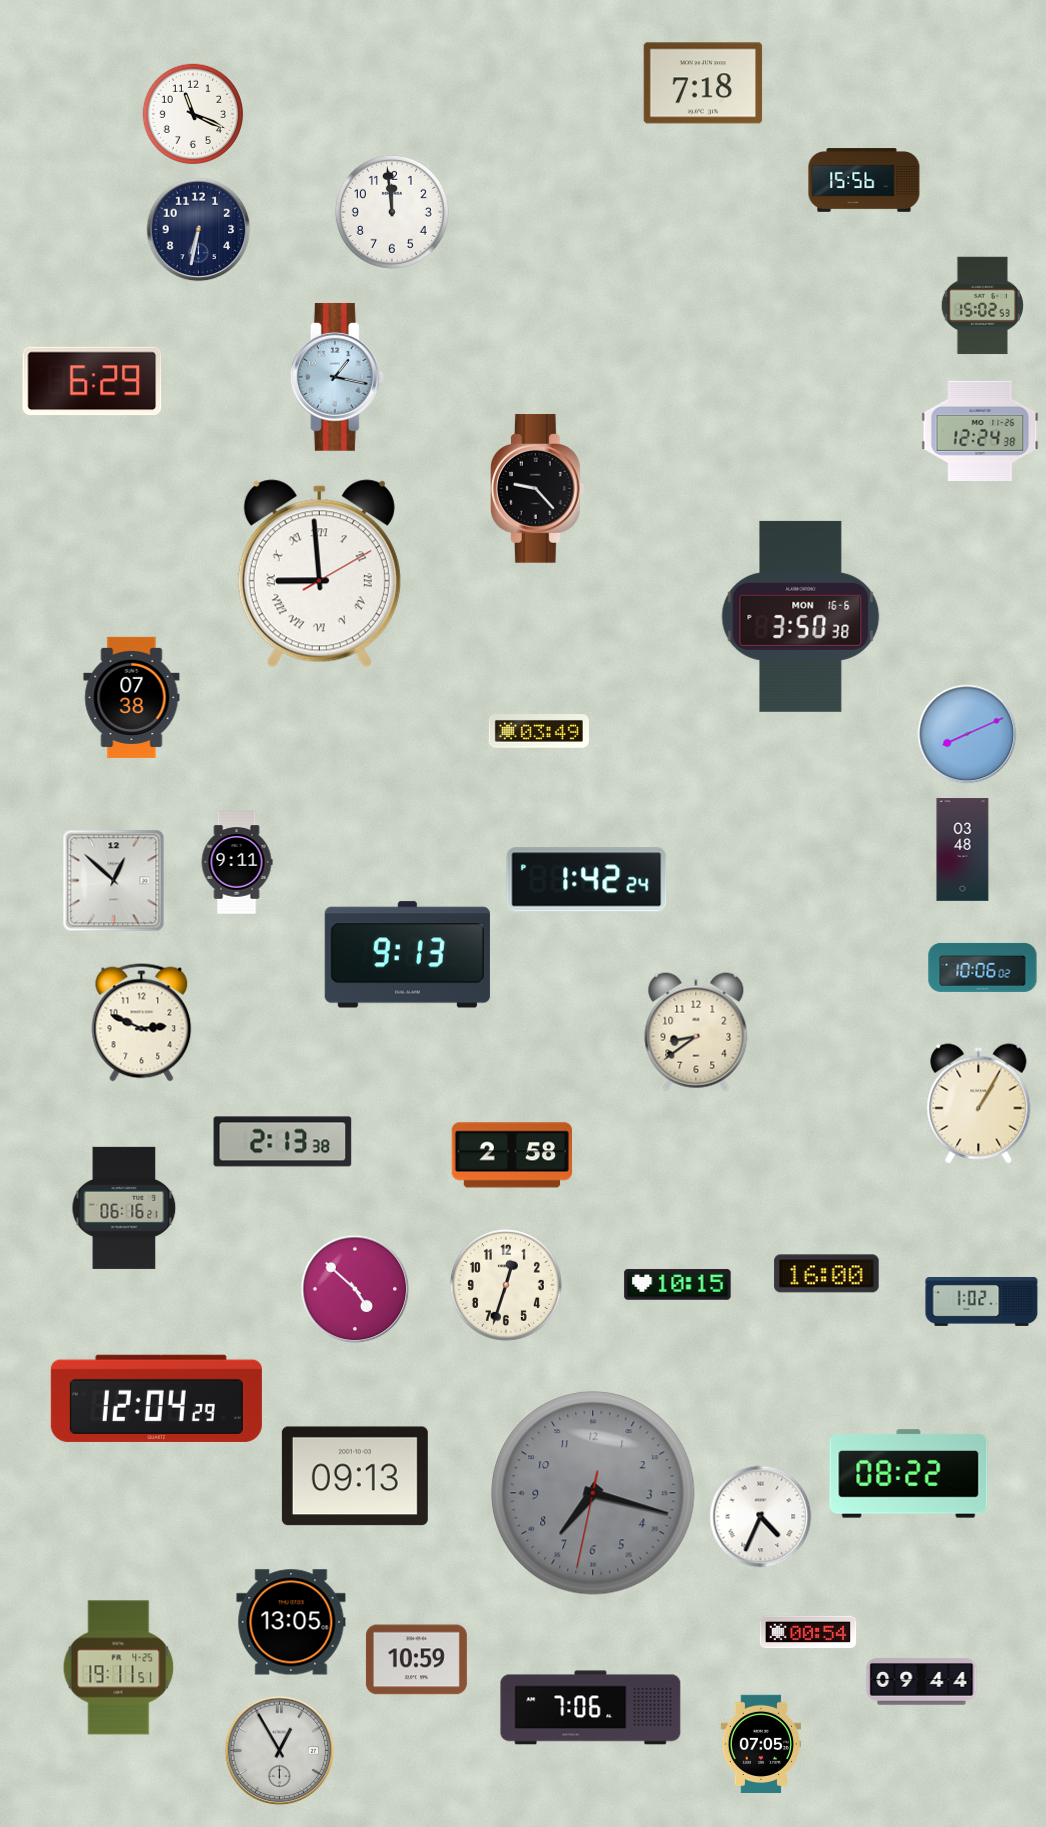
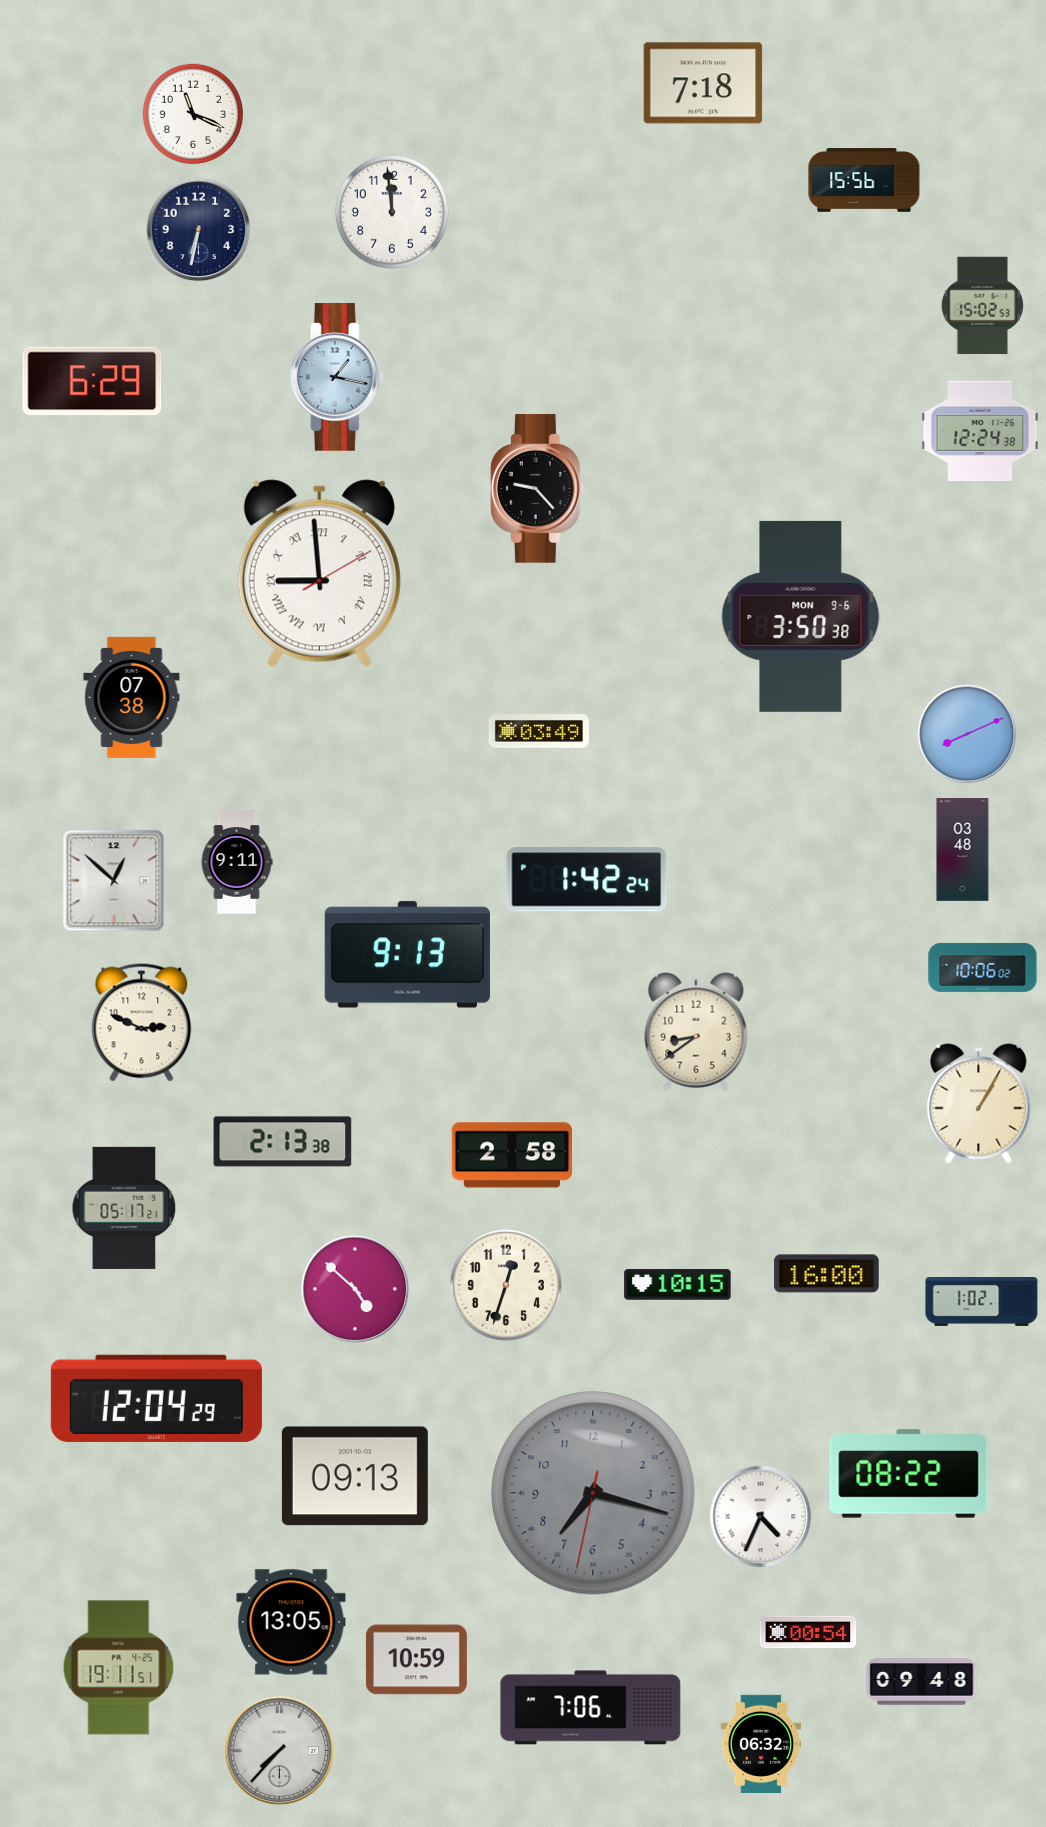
clock at (801, 616) date: MON 16-6 -> MON 9-6
clock at (124, 1208): 06:16 -> 05:17
clock at (922, 1682): 09:44 -> 09:48
clock at (761, 1743): 07:05 -> 06:32
clock at (280, 1751): 12:55 -> 7:37
